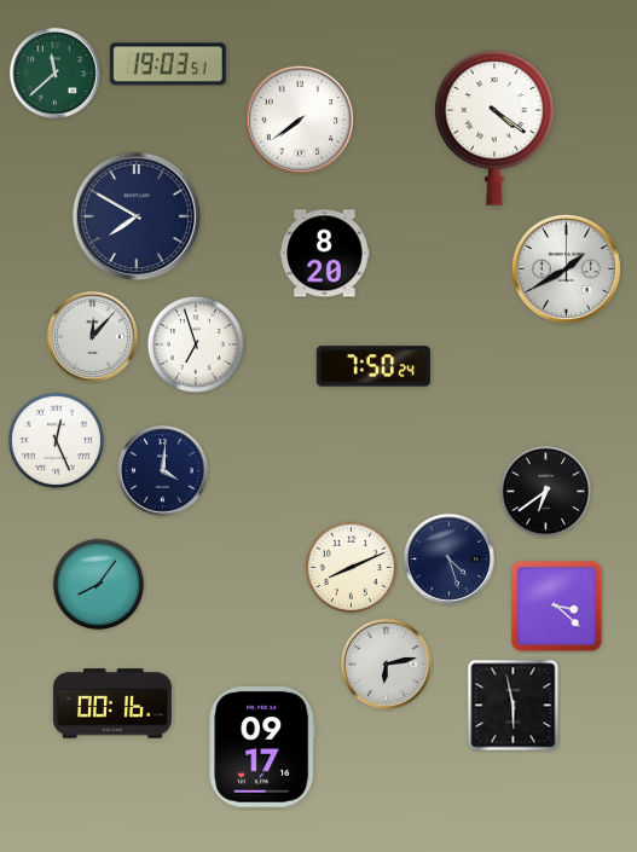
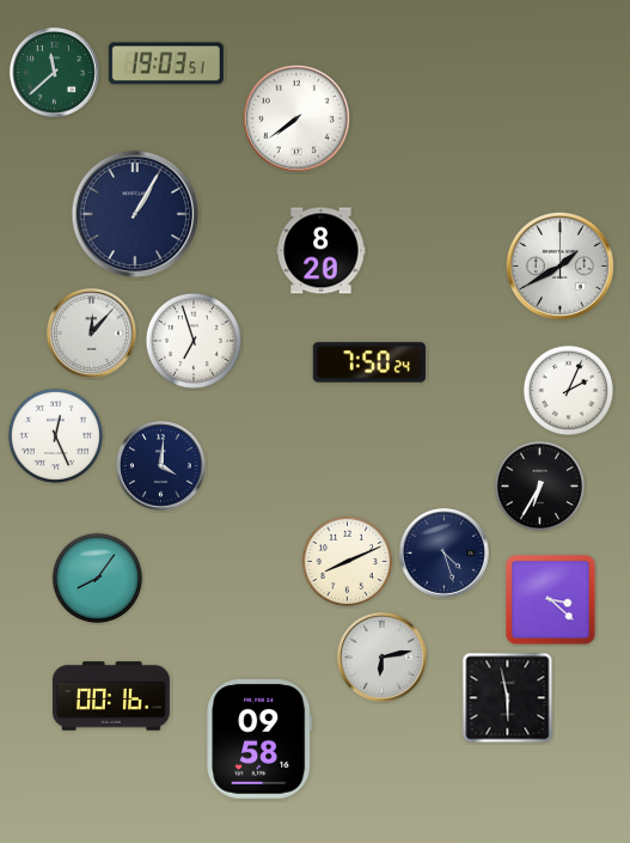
clock at (496, 128): 4:21 -> none
clock at (135, 215): 7:50 -> 1:05
clock at (569, 391): none -> 2:04
clock at (546, 492): 6:39 -> 6:35
clock at (262, 748): 09:17 -> 09:58
